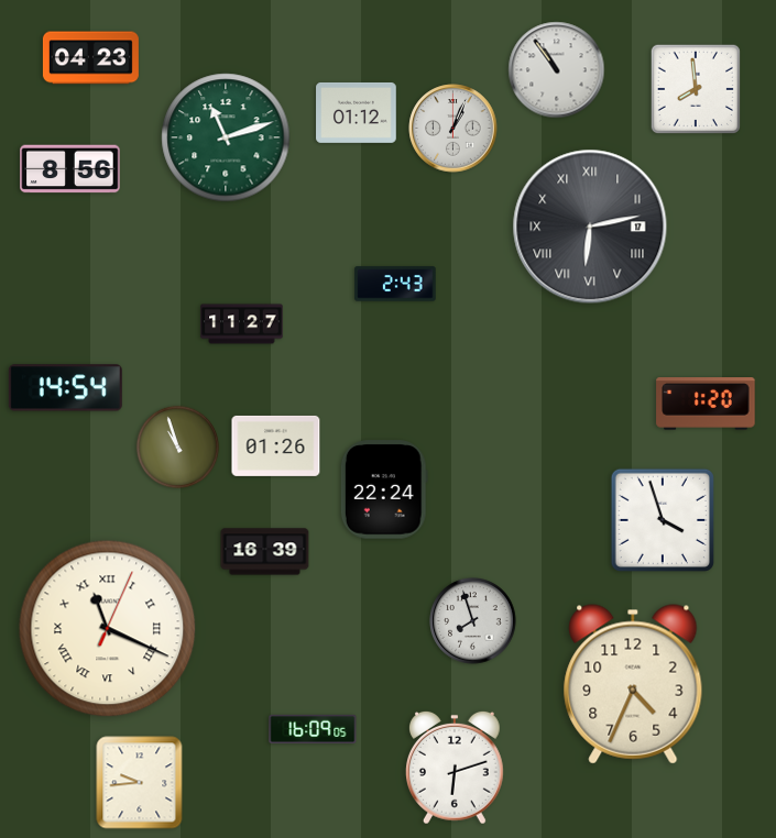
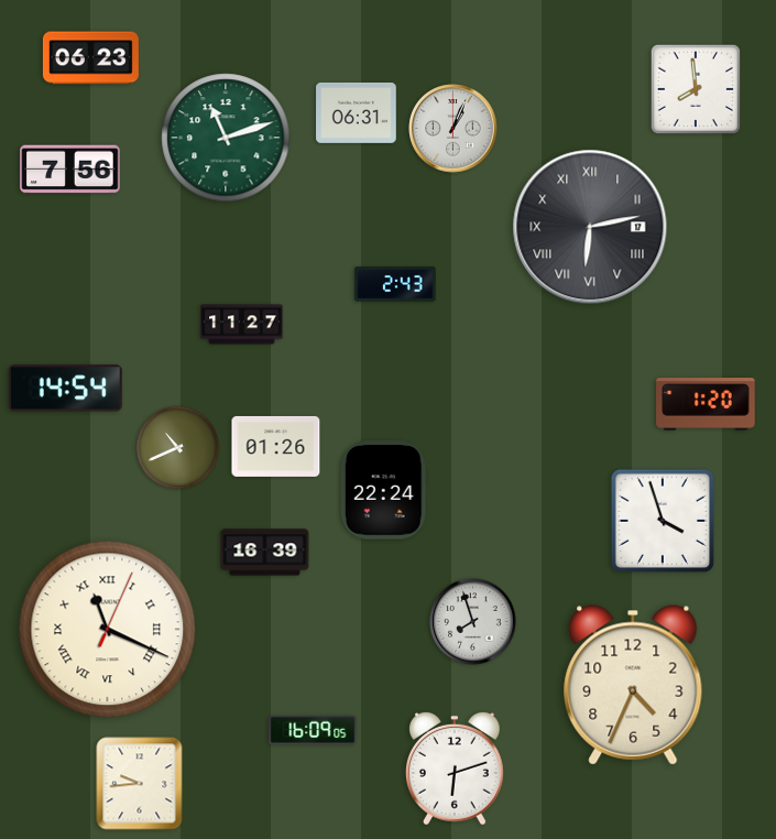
clock at (90, 58): 04:23 -> 06:23
clock at (557, 70): 10:54 -> none
clock at (357, 112): 01:12 -> 06:31
clock at (70, 169): 8:56 -> 7:56
clock at (177, 446): 10:57 -> 10:41
